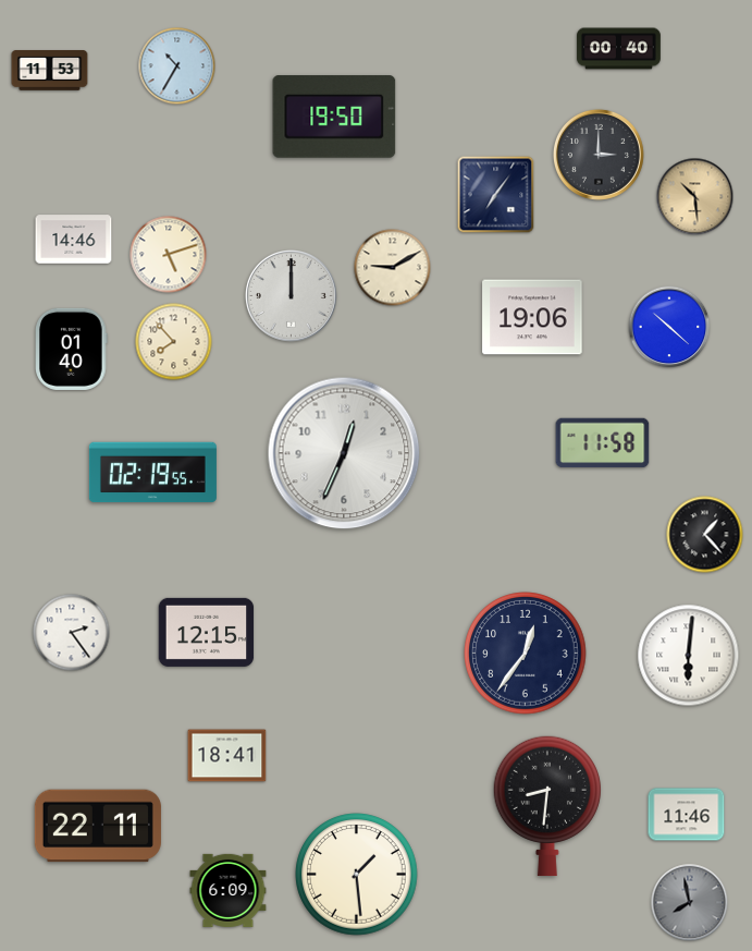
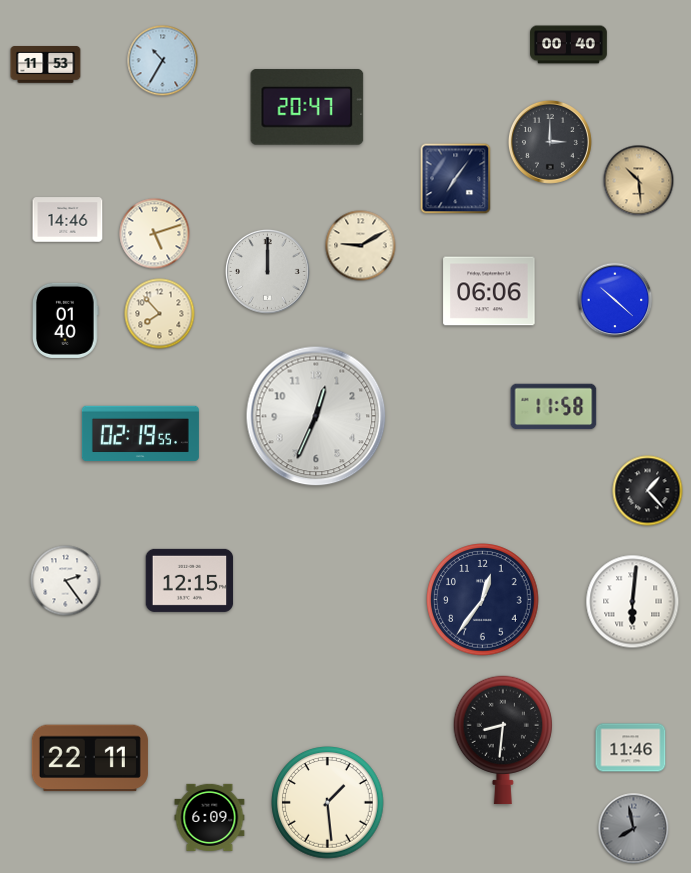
clock at (334, 117): 19:50 -> 20:47
clock at (532, 317): 19:06 -> 06:06
clock at (227, 756): 18:41 -> none
